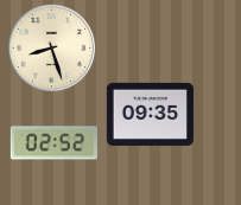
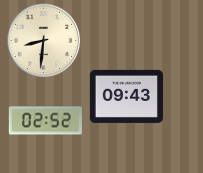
clock at (52, 49): 8:27 -> 8:31
clock at (150, 114): 09:35 -> 09:43
